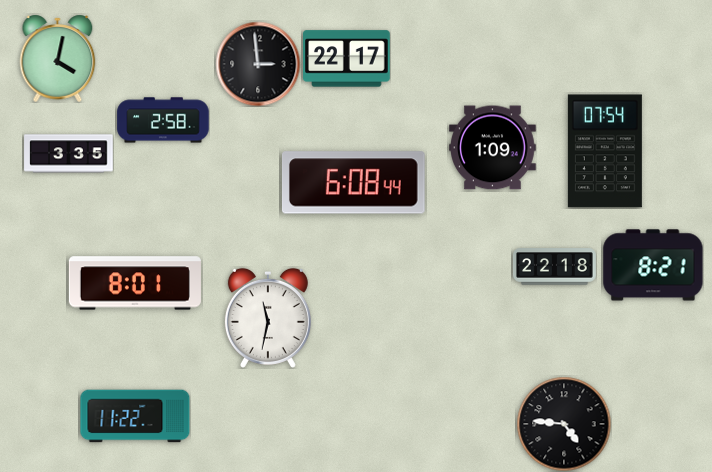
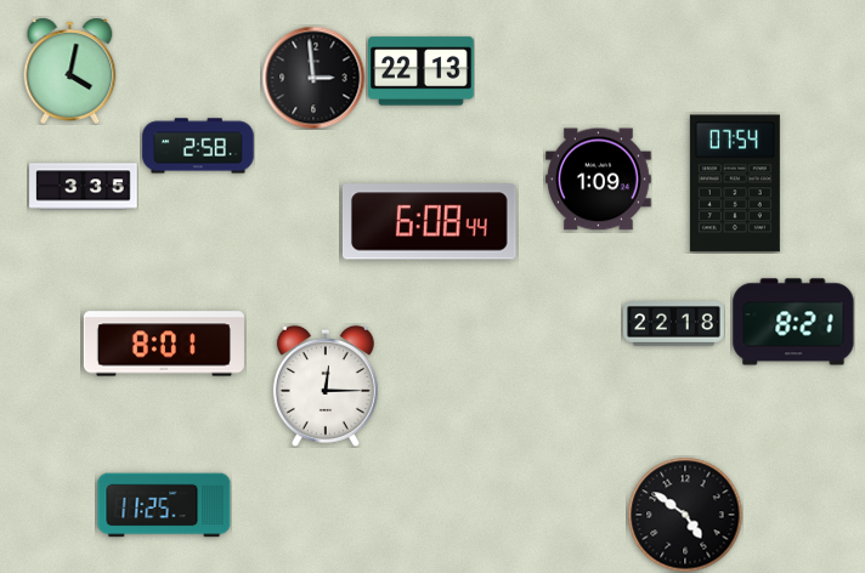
clock at (347, 59): 22:17 -> 22:13
clock at (268, 318): 11:32 -> 12:15
clock at (135, 416): 11:22 -> 11:25
clock at (564, 424): 4:46 -> 4:51
